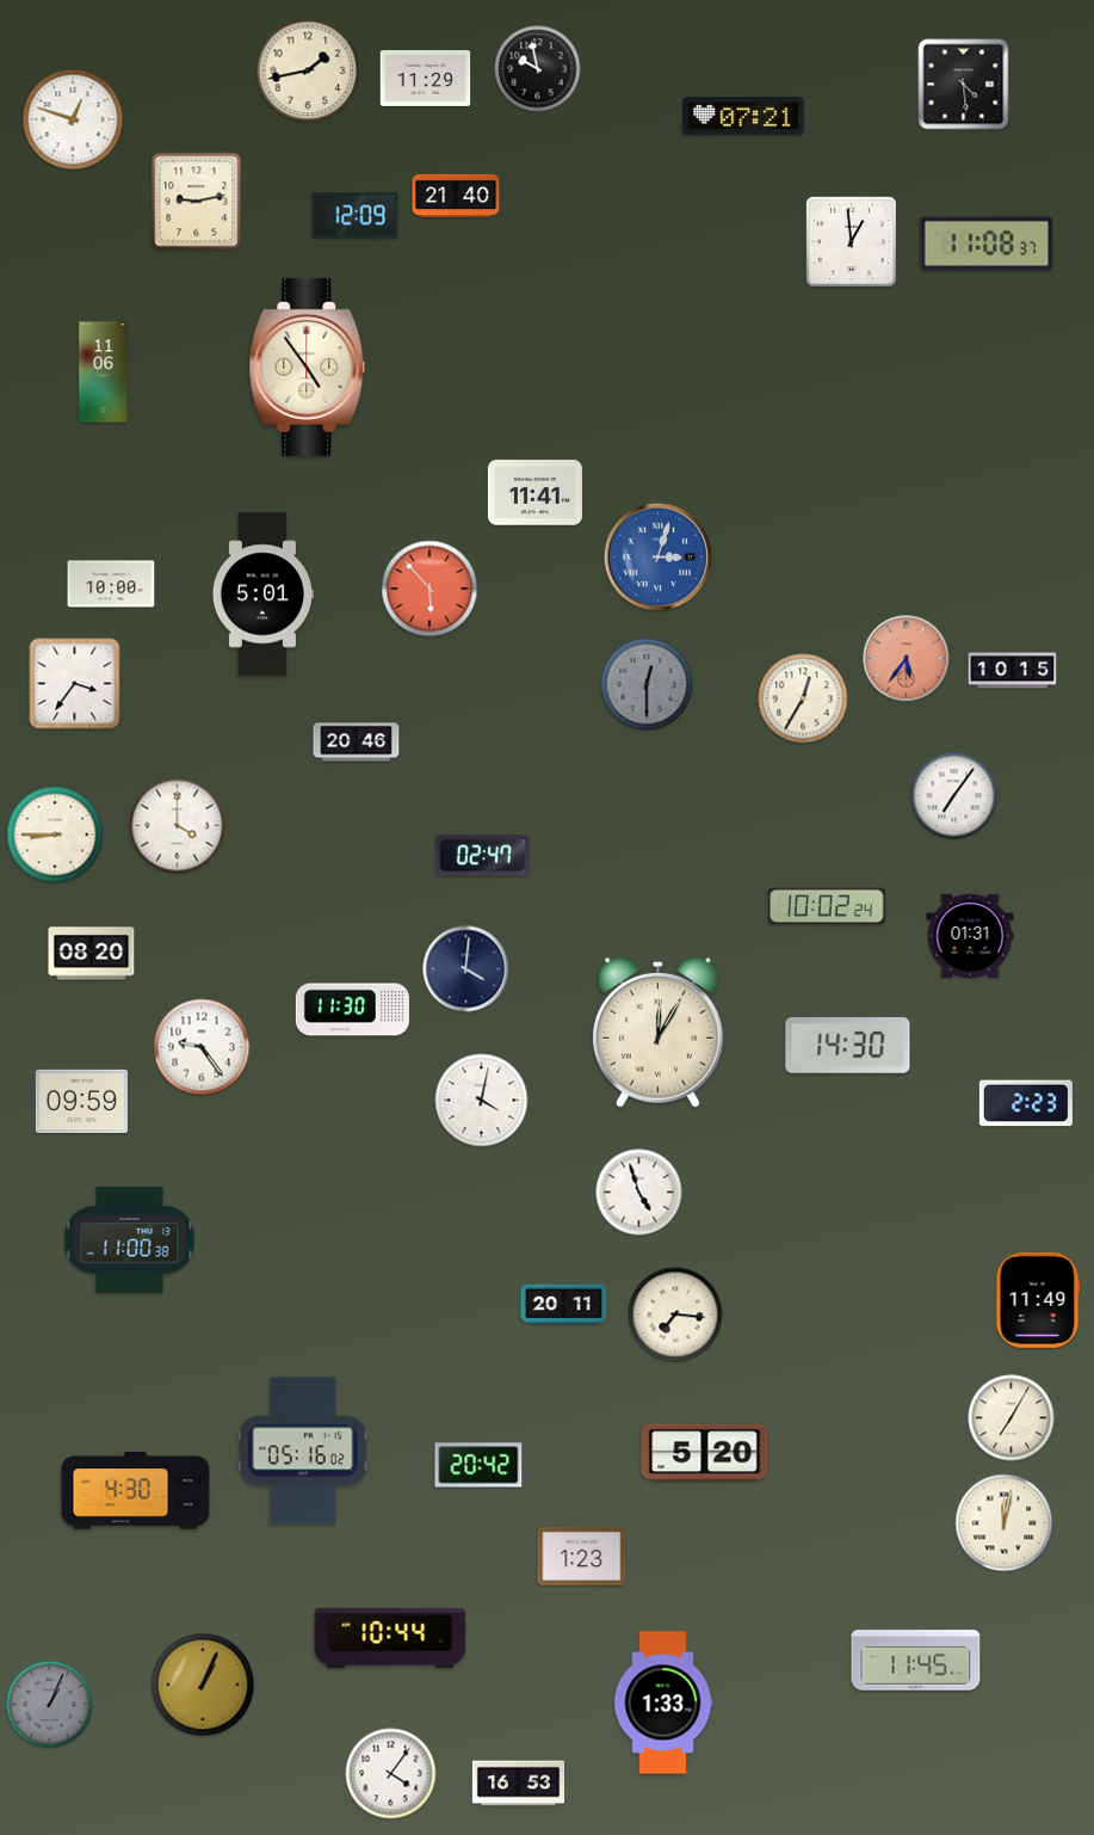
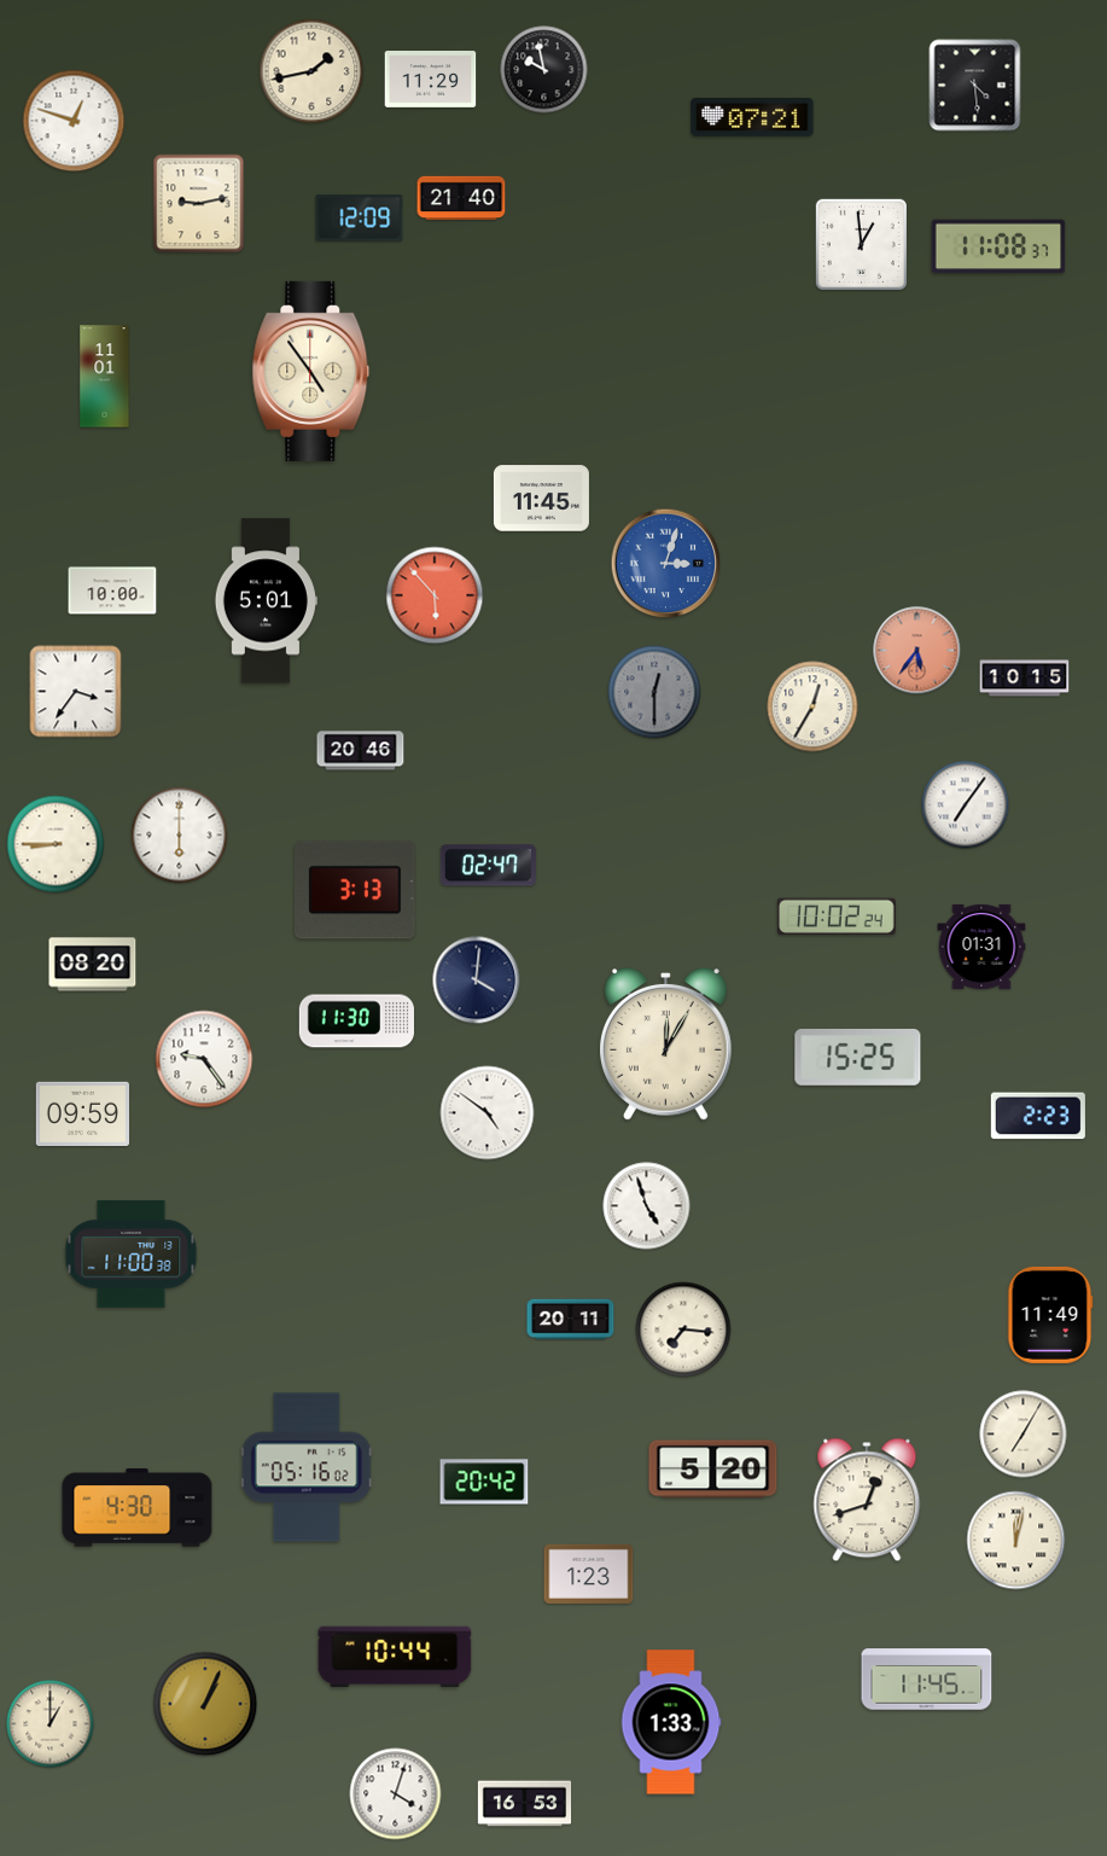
clock at (104, 372): 11:06 -> 11:01
clock at (534, 493): 11:41 -> 11:45
clock at (907, 659) position: (907, 659) -> (917, 651)
clock at (178, 826): 4:00 -> 6:00
clock at (355, 890): none -> 3:13
clock at (466, 969) position: (466, 969) -> (477, 981)
clock at (848, 1045): 14:30 -> 15:25
clock at (482, 1101): 4:02 -> 4:51
clock at (867, 1500): none -> 12:42
clock at (50, 1705): 1:04 -> 1:00
clock at (50, 1705) dial: grey -> cream
clock at (391, 1774): 4:06 -> 4:03
